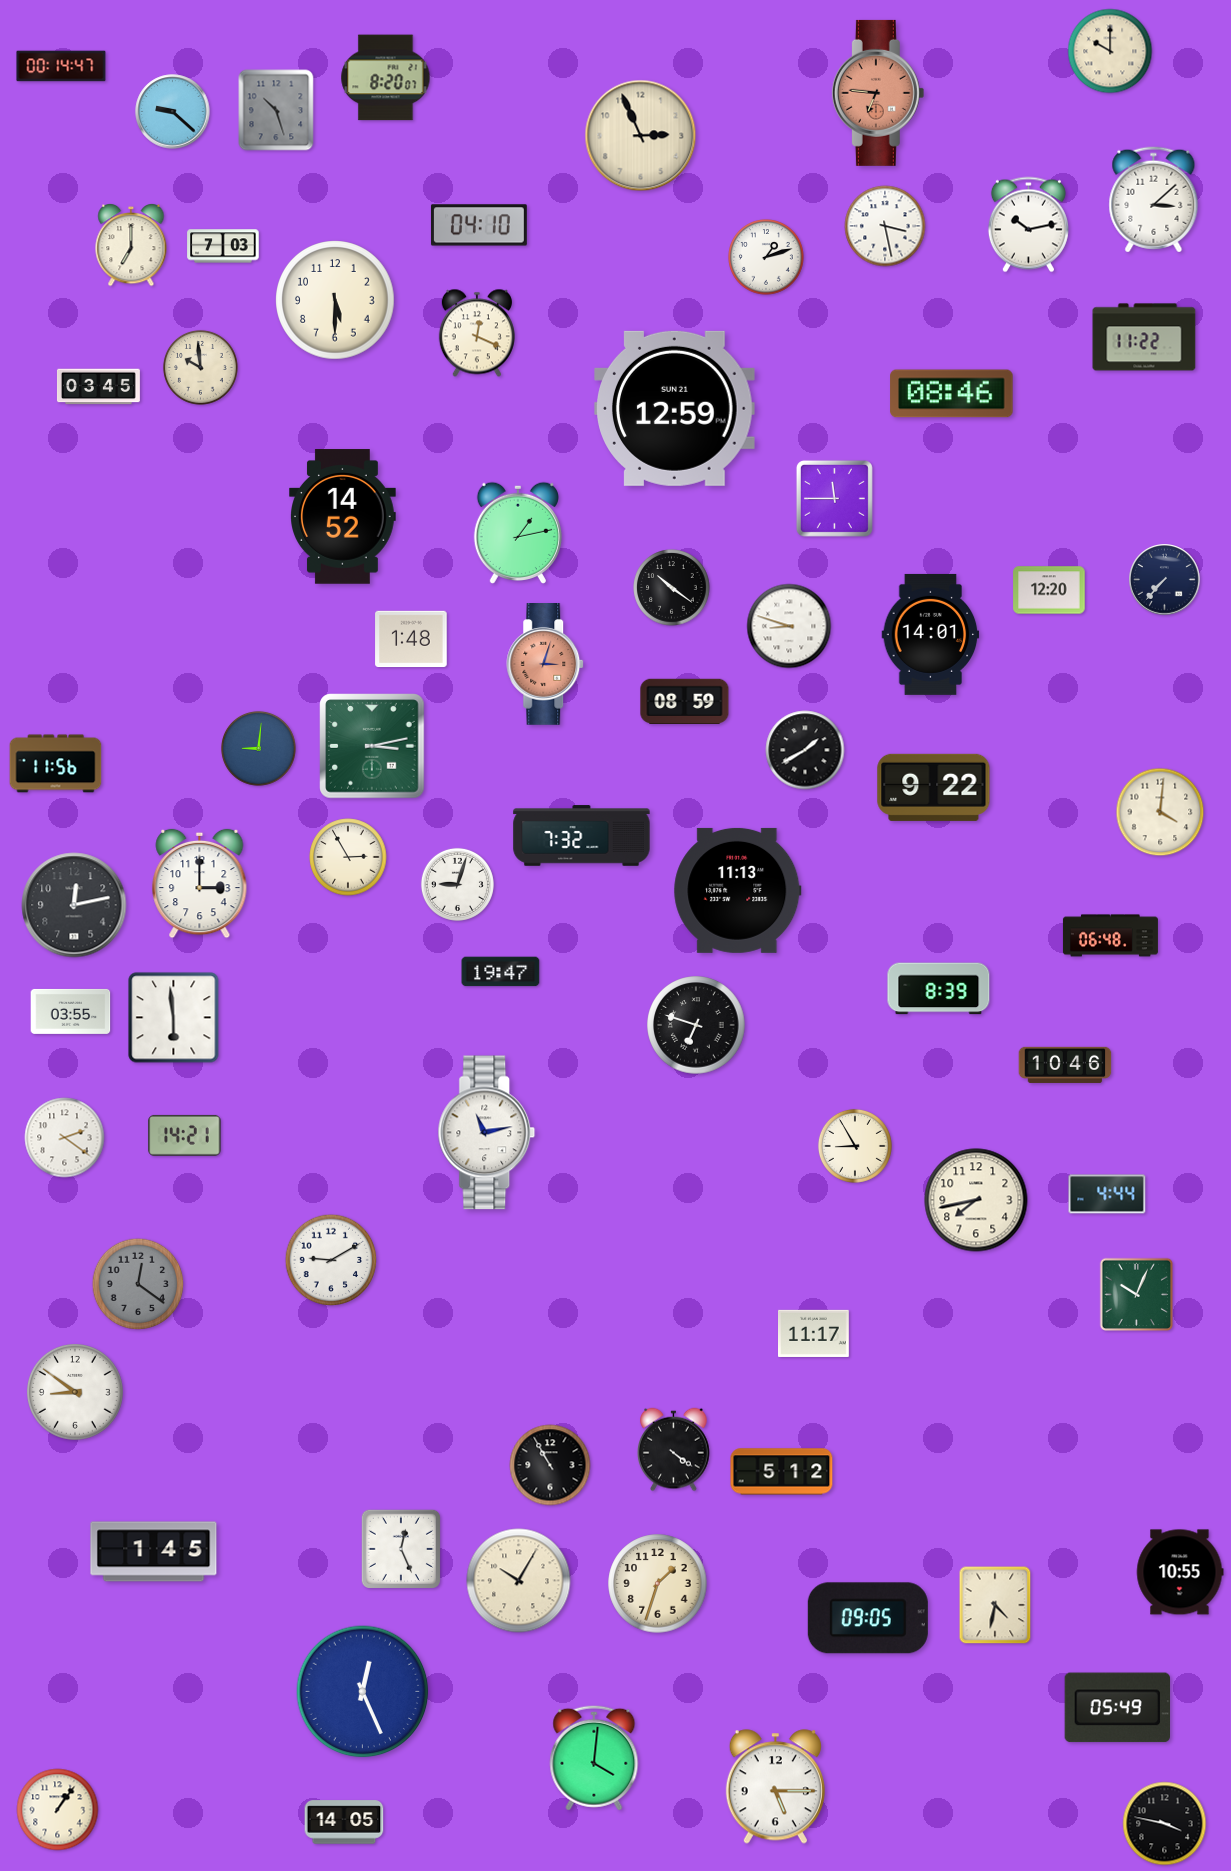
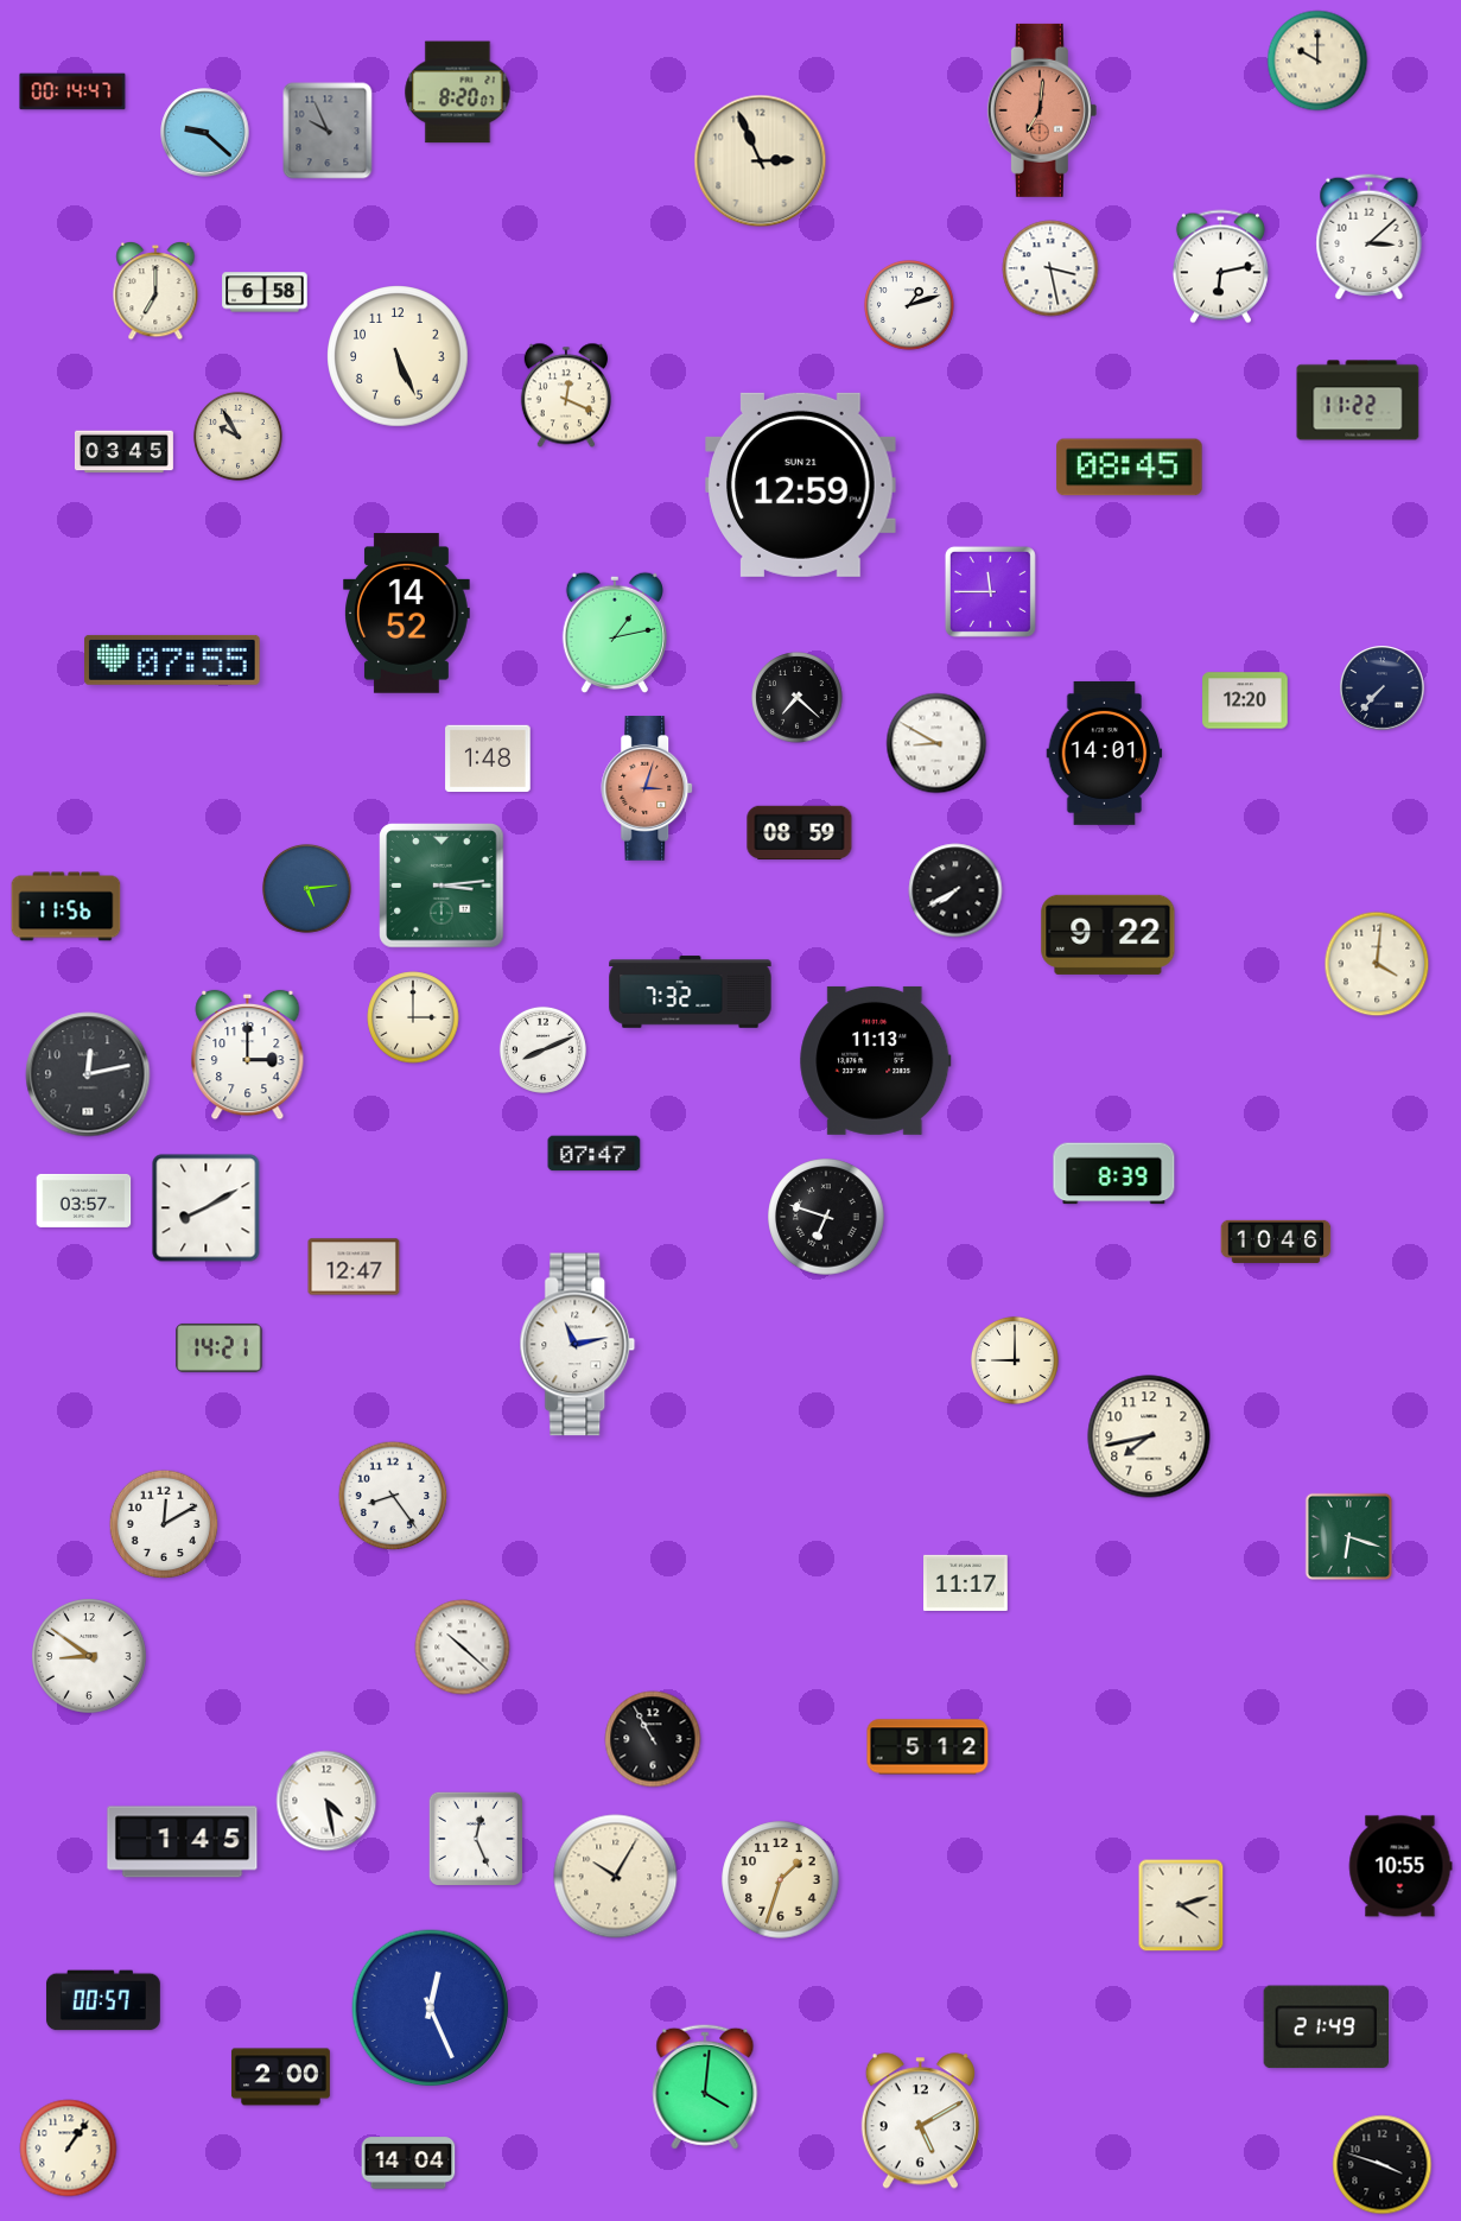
clock at (61, 66) position: (61, 66) -> (72, 91)
clock at (878, 93): 6:46 -> 7:01
clock at (276, 110): 10:27 -> 9:56
clock at (479, 225): 04:10 -> none
clock at (1028, 225): 10:13 -> 6:13
clock at (223, 246): 7:03 -> 6:58
clock at (335, 300): 5:30 -> 5:26
clock at (200, 367): 9:59 -> 9:55
clock at (98, 387) position: (98, 387) -> (123, 452)
clock at (952, 394): 08:46 -> 08:45
clock at (173, 660): none -> 07:55
clock at (672, 588): 10:21 -> 7:22
clock at (789, 626): 8:48 -> 8:50
clock at (685, 701) position: (685, 701) -> (800, 832)
clock at (372, 746): 3:13 -> 3:14
clock at (258, 748): 9:01 -> 5:14
clock at (805, 750): 1:40 -> 7:40
clock at (348, 857): 2:55 -> 3:00
clock at (200, 884) position: (200, 884) -> (248, 1055)
clock at (457, 884): 9:03 -> 8:11
clock at (738, 890) position: (738, 890) -> (876, 1060)
clock at (1110, 936): 06:48 -> none
clock at (501, 972): 19:47 -> 07:47
clock at (71, 1011): 03:55 -> 03:57
clock at (174, 1018): 5:59 -> 8:10
clock at (1065, 1065) position: (1065, 1065) -> (1276, 1242)
clock at (354, 1267): none -> 12:47
clock at (65, 1138): 2:21 -> none
clock at (855, 1146): 8:55 -> 9:00
clock at (1107, 1194): 4:44 -> none
clock at (976, 1200) position: (976, 1200) -> (1149, 1436)
clock at (331, 1260): 9:10 -> 8:24
clock at (138, 1284): 12:21 -> 12:10
clock at (138, 1284) dial: grey -> white
clock at (1137, 1294): 10:04 -> 6:18
clock at (463, 1648): none -> 10:22
clock at (76, 1393) position: (76, 1393) -> (90, 1657)
clock at (674, 1450): 4:21 -> none
clock at (326, 1801): none -> 4:28
clock at (995, 1605): 4:32 -> 4:12
clock at (868, 1618): 09:05 -> none
clock at (103, 2000): none -> 00:57
clock at (1117, 1708): 05:49 -> 21:49
clock at (280, 2077): none -> 2:00
clock at (775, 1787): 5:15 -> 5:10
clock at (344, 1822): 14:05 -> 14:04
clock at (1165, 1824): 3:47 -> 3:48
